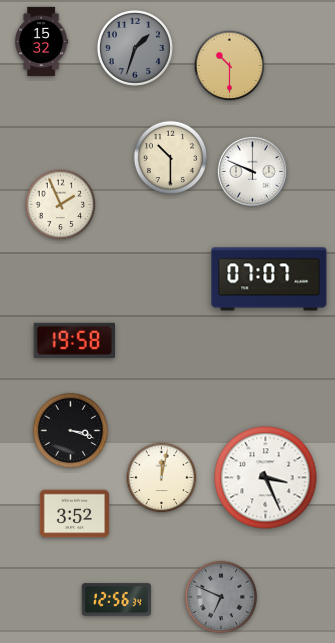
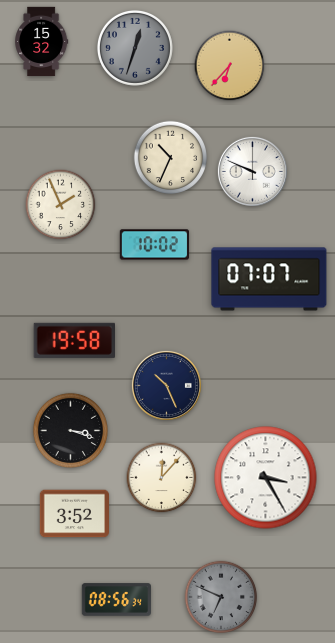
clock at (135, 48): 1:33 -> 12:33
clock at (230, 66): 10:30 -> 6:37
clock at (170, 157): 10:30 -> 10:34
clock at (154, 245): none -> 10:02
clock at (166, 385): none -> 10:26
clock at (162, 478): 12:02 -> 12:07
clock at (266, 478): 3:26 -> 3:25
clock at (117, 600): 12:56 -> 08:56
